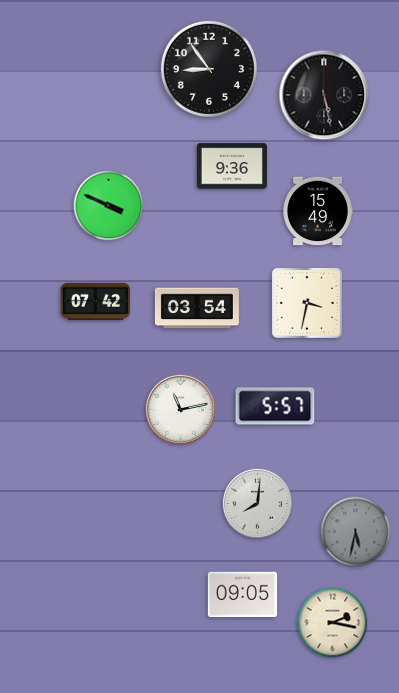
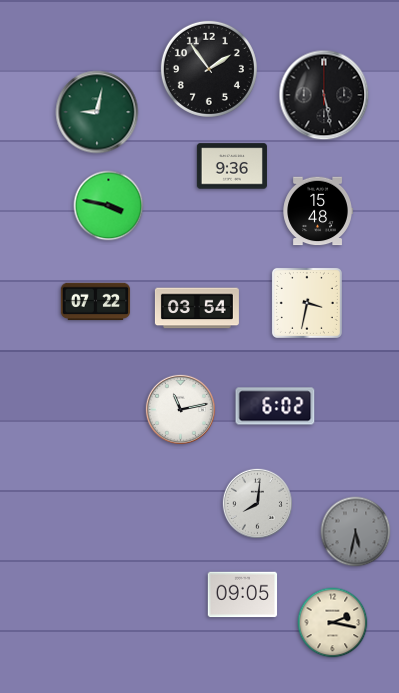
clock at (209, 69): 8:54 -> 1:54
clock at (97, 112): none -> 9:02
clock at (109, 206): 3:49 -> 3:47
clock at (318, 211): 15:49 -> 15:48
clock at (96, 302): 07:42 -> 07:22
clock at (275, 406): 5:57 -> 6:02
